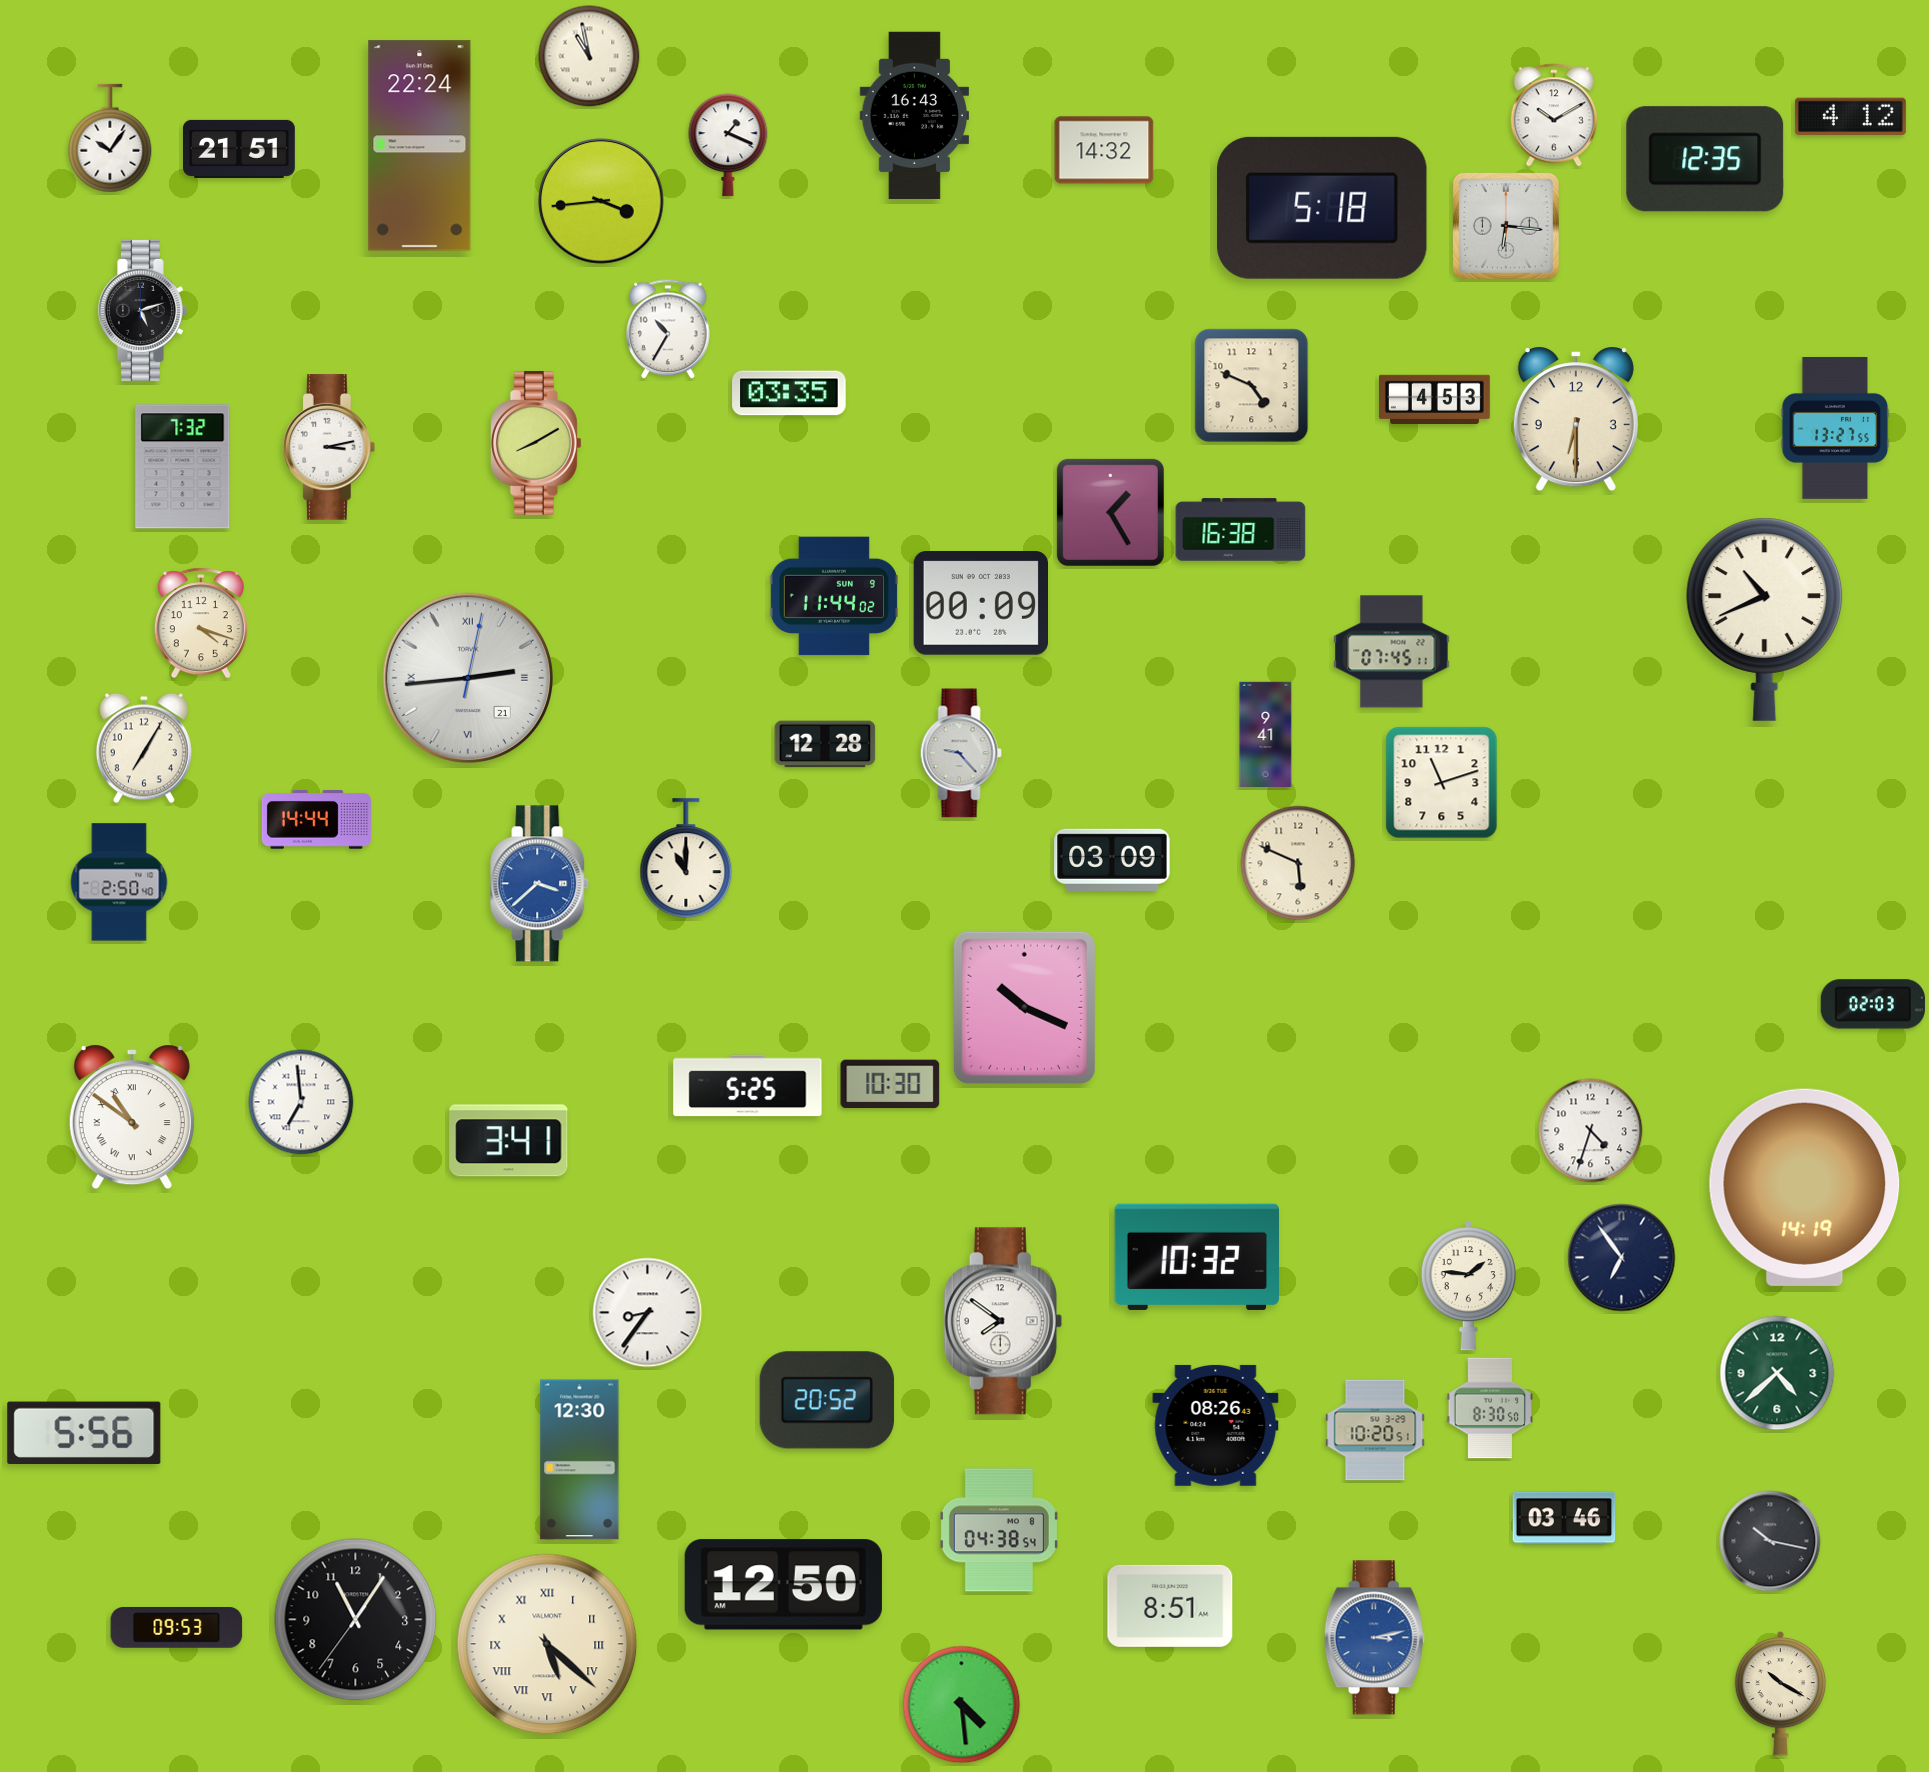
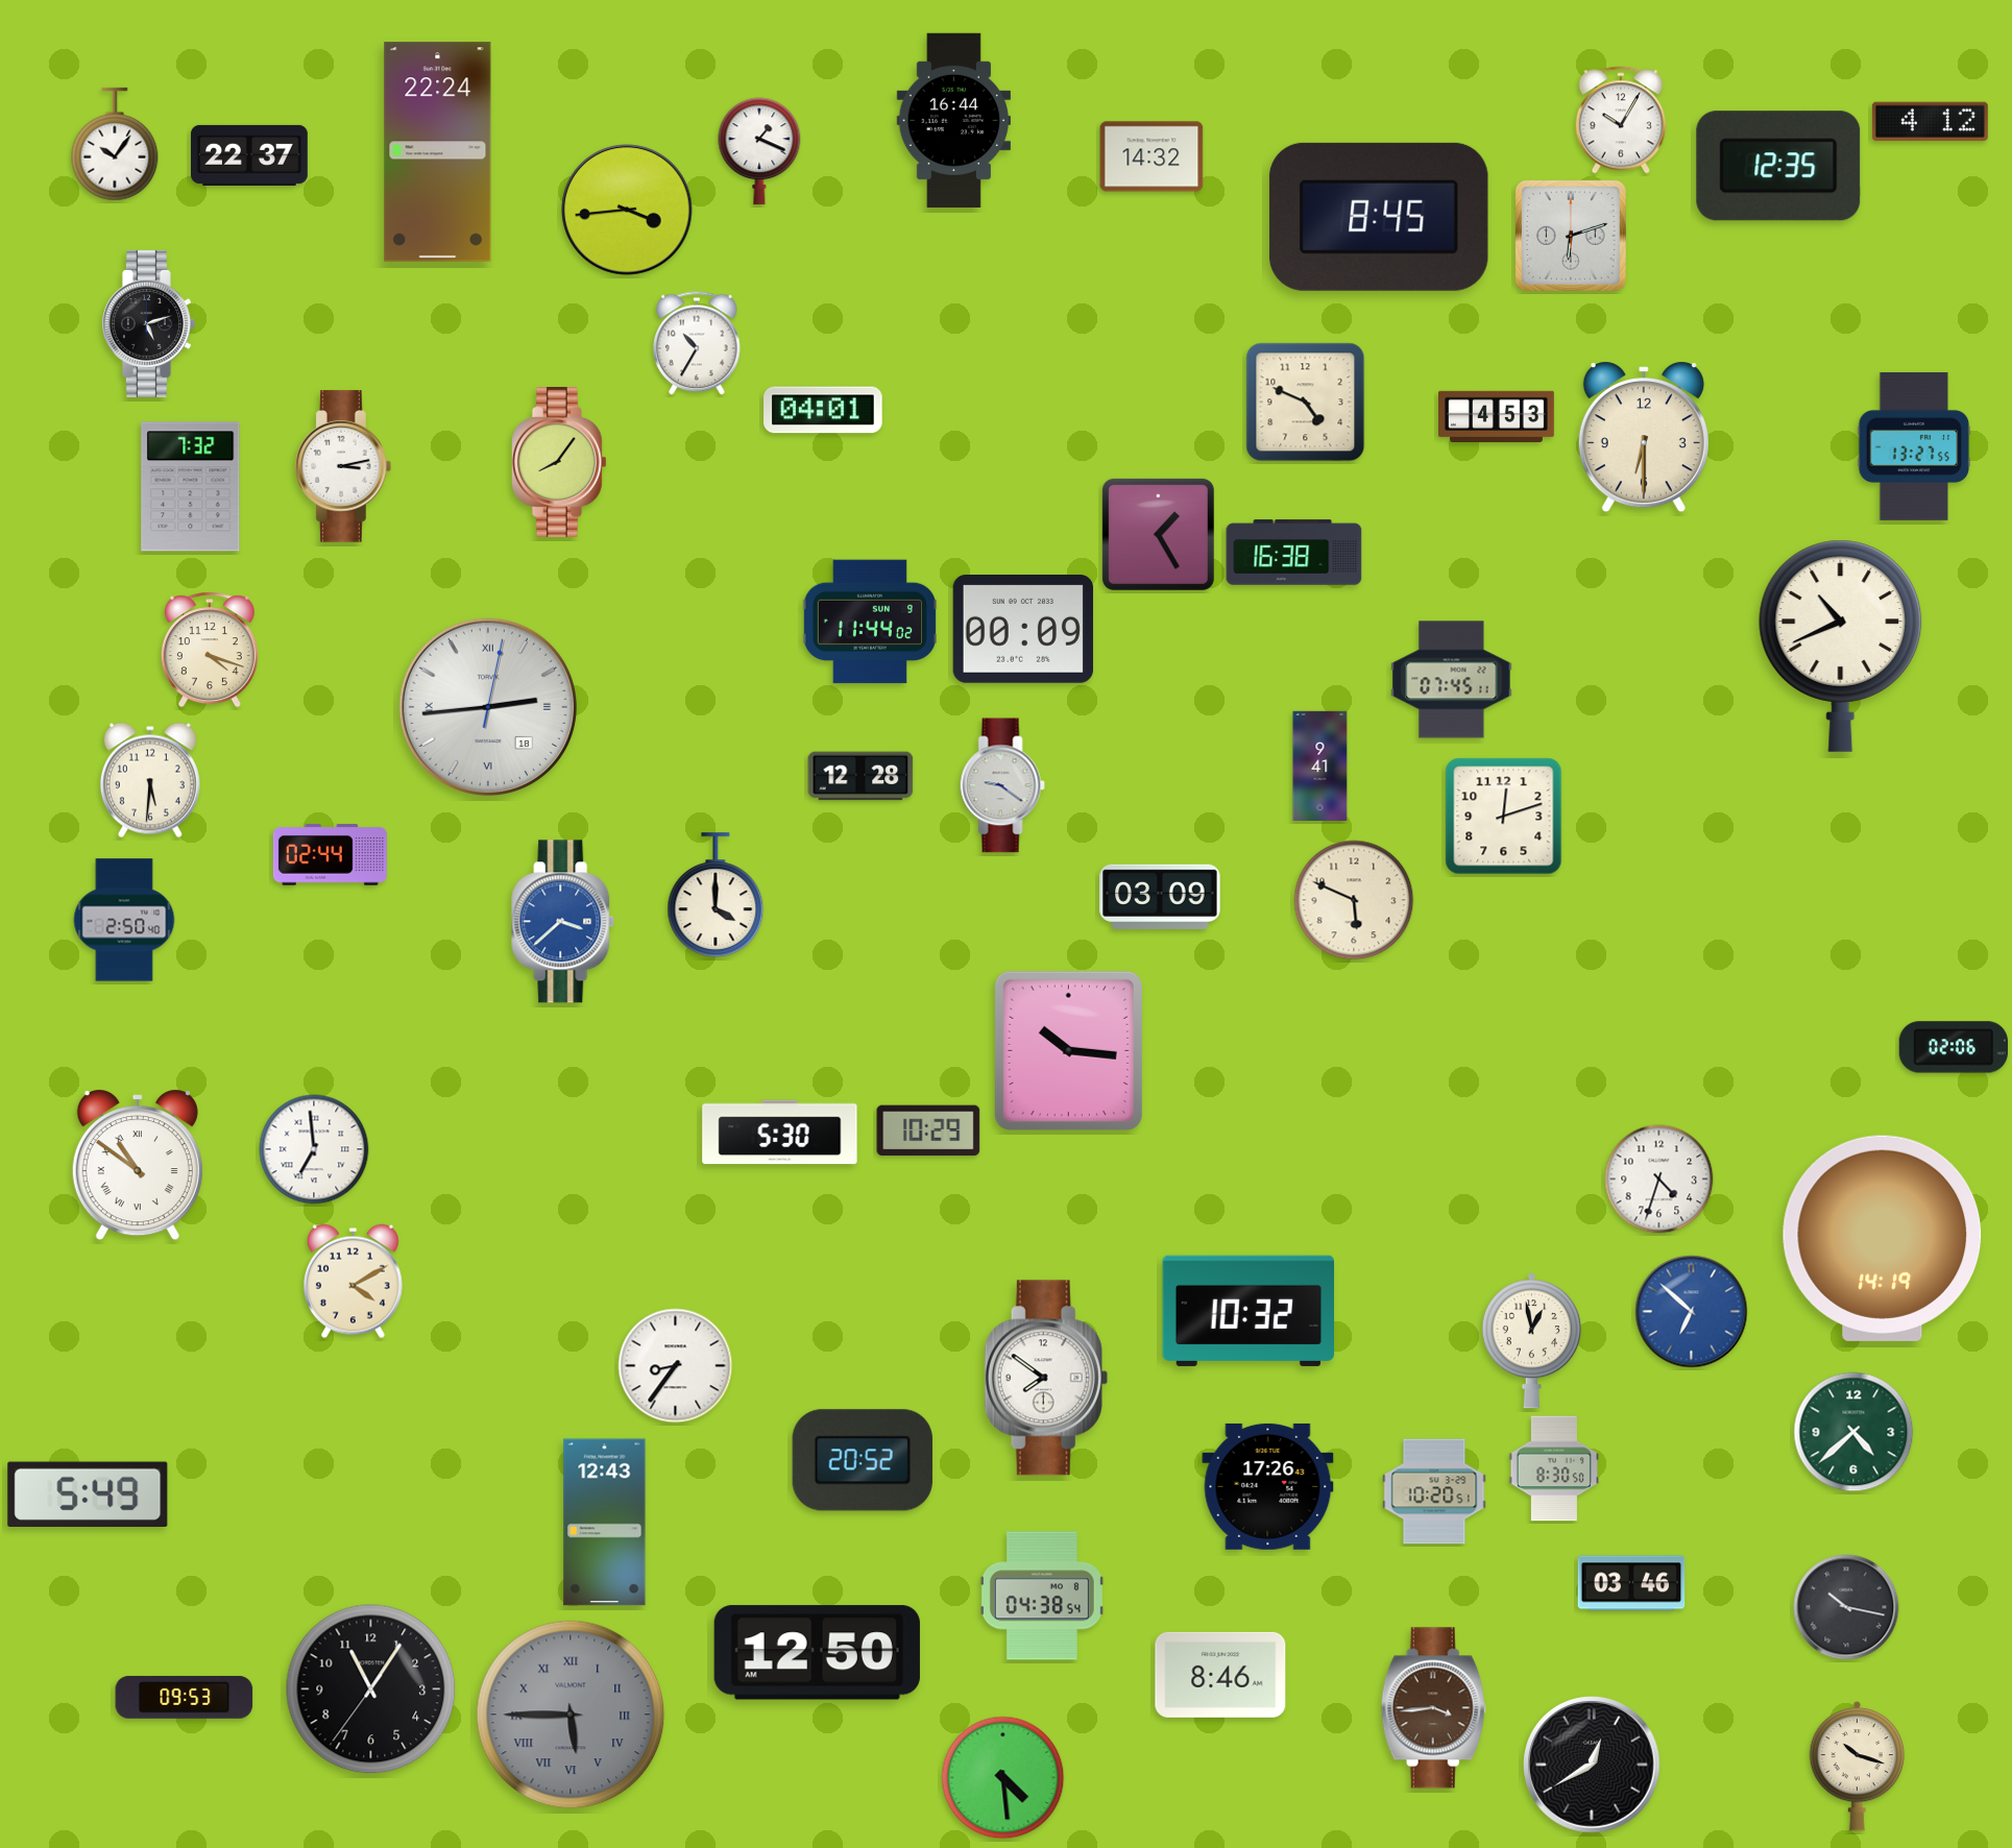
clock at (589, 56): 10:58 -> none
clock at (914, 115): 16:43 -> 16:44
clock at (1553, 115): 10:10 -> 10:05
clock at (240, 149): 21:51 -> 22:37
clock at (1322, 208): 5:18 -> 8:45
clock at (1506, 226): 6:16 -> 6:12
clock at (789, 393): 03:35 -> 04:01
clock at (536, 444): 8:10 -> 8:06
clock at (468, 678) date: 21 -> 18
clock at (144, 748): 7:05 -> 5:31
clock at (961, 753): 9:23 -> 9:21
clock at (1442, 783): 11:12 -> 12:12
clock at (316, 820): 14:44 -> 02:44
clock at (686, 858): 11:00 -> 4:00
clock at (1872, 1004): 02:03 -> 02:06
clock at (1024, 1007): 10:19 -> 10:16
clock at (890, 1084): 10:30 -> 10:29
clock at (748, 1086): 5:25 -> 5:30
clock at (509, 1141): 3:41 -> none
clock at (353, 1282): none -> 4:10
clock at (1622, 1258): 6:54 -> 6:52
clock at (1622, 1258) dial: navy -> blue
clock at (1468, 1286): 1:46 -> 12:58
clock at (648, 1313) position: (648, 1313) -> (676, 1366)
clock at (1216, 1425): 08:26 -> 17:26
clock at (84, 1432): 5:56 -> 5:49
clock at (580, 1460): 12:30 -> 12:43
clock at (1170, 1606): 8:51 -> 8:46
clock at (1374, 1638): 3:13 -> 3:44
clock at (1374, 1638) dial: blue -> brown
clock at (547, 1644): 5:22 -> 5:45
clock at (547, 1644) dial: cream -> grey
clock at (1592, 1765): none -> 12:40
clock at (1781, 1693): 10:20 -> 10:18
